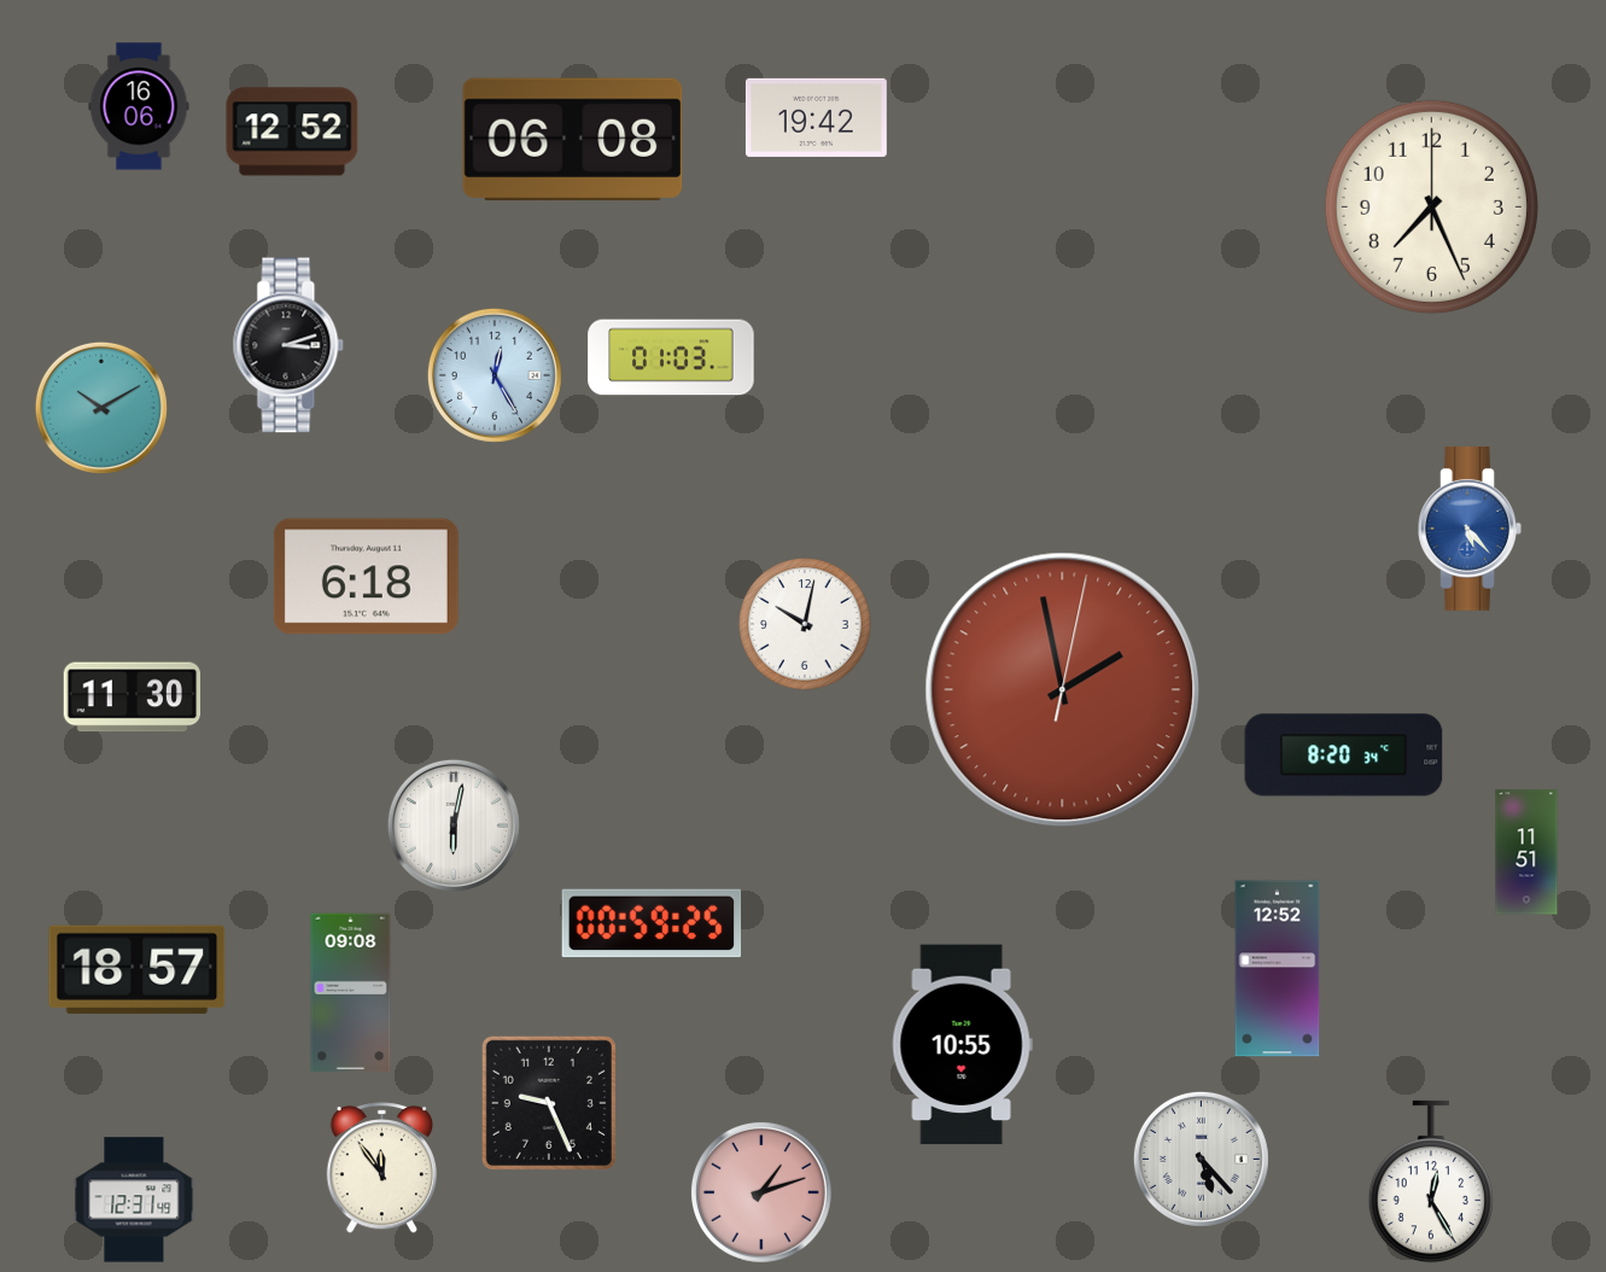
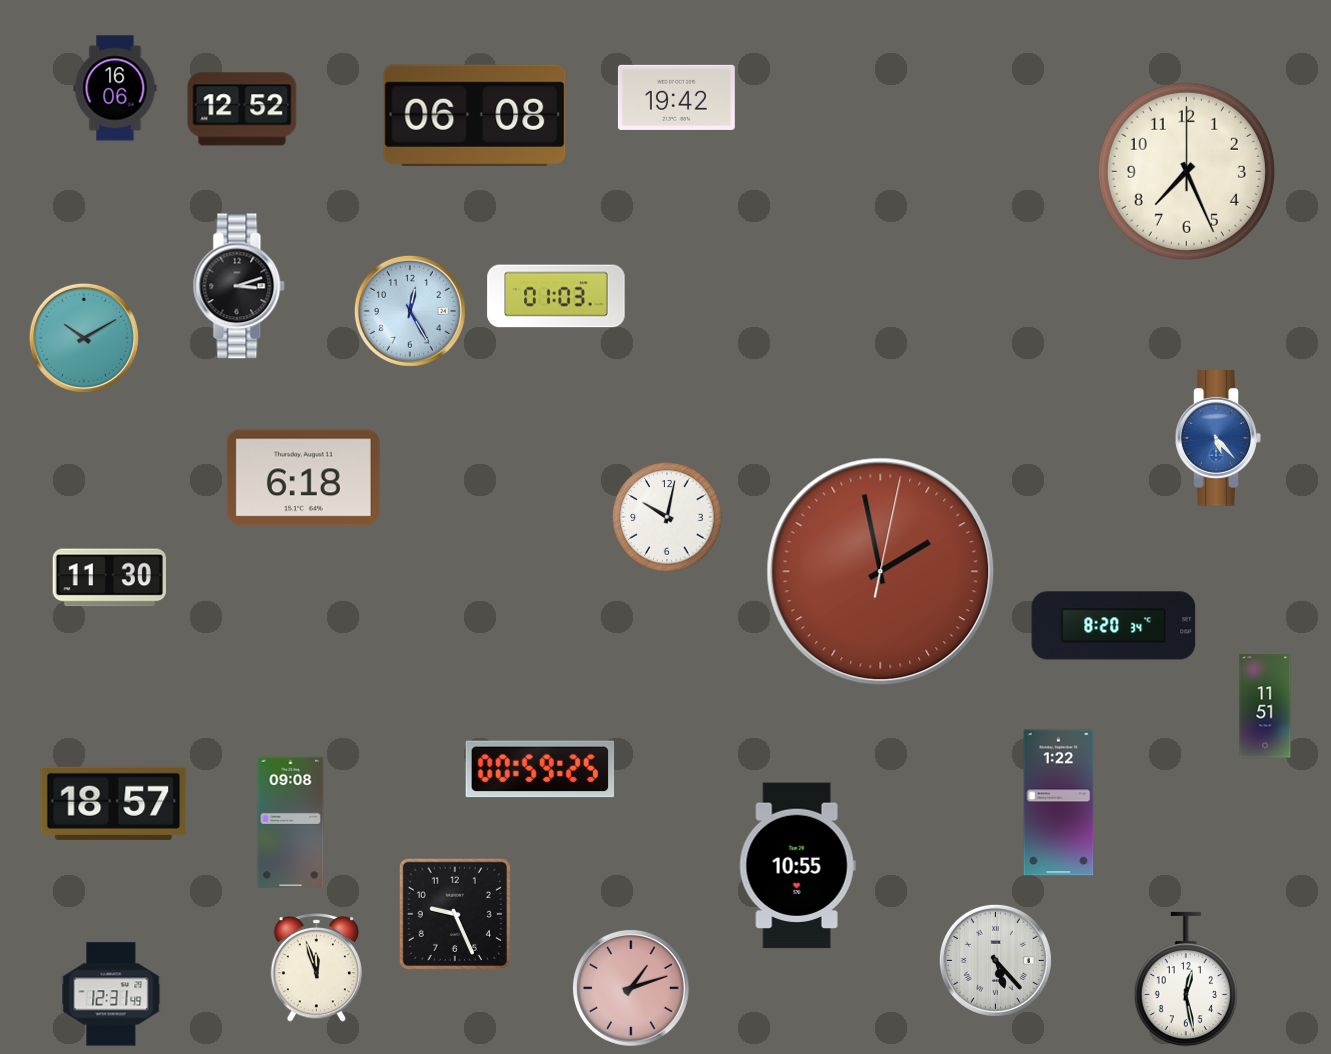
clock at (454, 825): 6:02 -> none
clock at (652, 923) position: (652, 923) -> (540, 769)
clock at (1278, 969): 12:52 -> 1:22
clock at (381, 1168): 11:54 -> 11:57
clock at (1431, 1181): 12:25 -> 12:28
